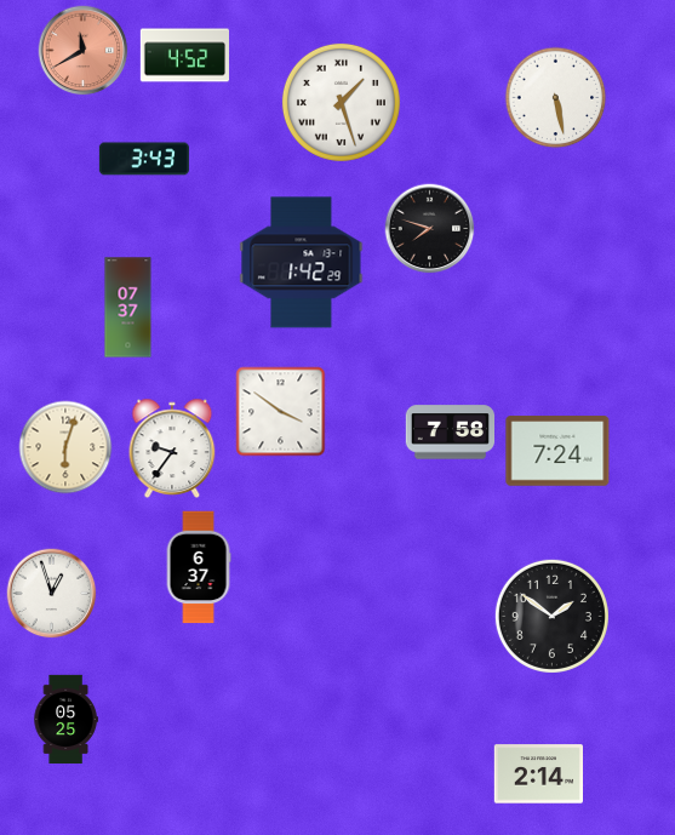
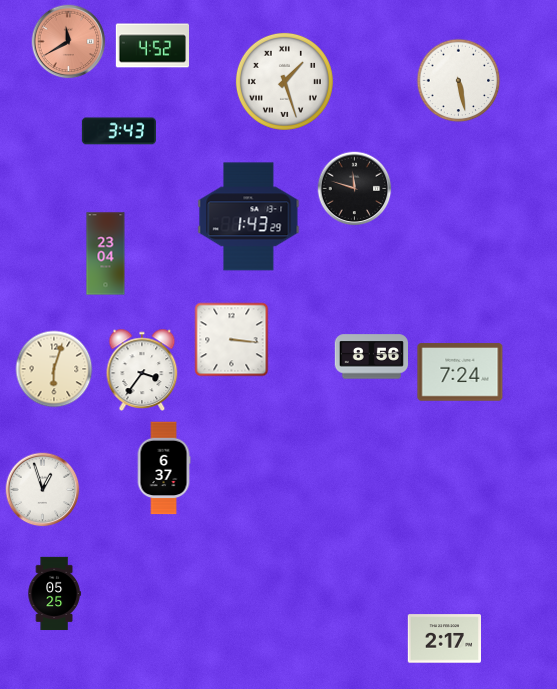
clock at (341, 102) position: (341, 102) -> (284, 81)
clock at (430, 229): 7:48 -> 11:48
clock at (302, 263): 1:42 -> 1:43
clock at (128, 308): 07:37 -> 23:04
clock at (281, 412): 3:51 -> 3:16
clock at (450, 433): 7:58 -> 8:56
clock at (172, 447): 9:36 -> 3:36
clock at (551, 616): 1:51 -> none
clock at (538, 774): 2:14 -> 2:17
